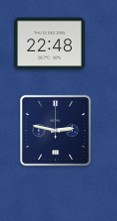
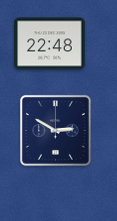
clock at (55, 130): 2:47 -> 2:50
